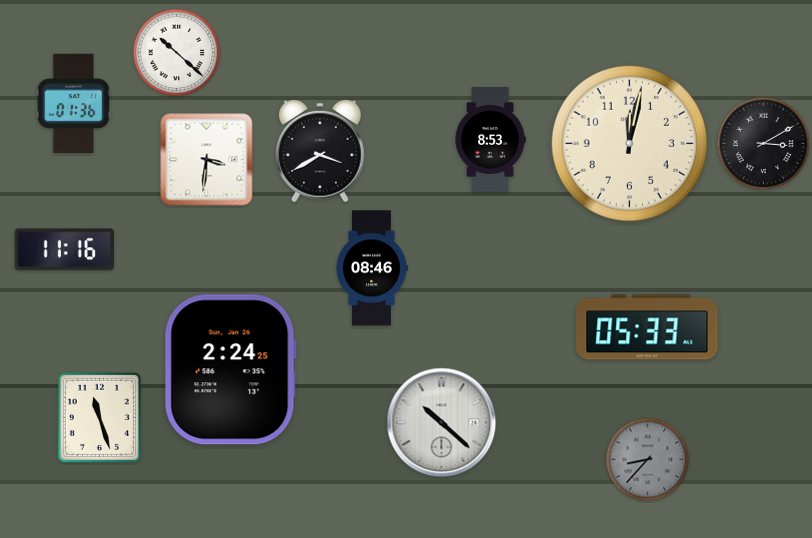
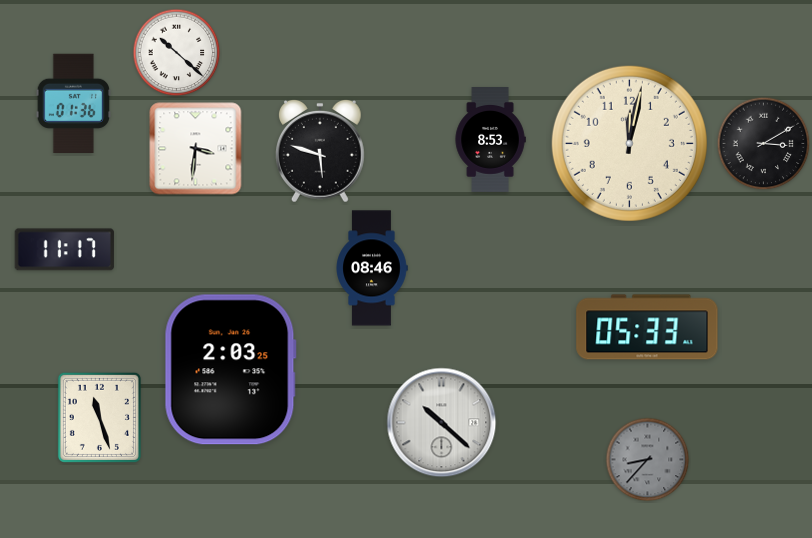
clock at (321, 151): 3:40 -> 5:48
clock at (207, 160) position: (207, 160) -> (196, 149)
clock at (64, 250): 11:16 -> 11:17
clock at (230, 370): 2:24 -> 2:03
